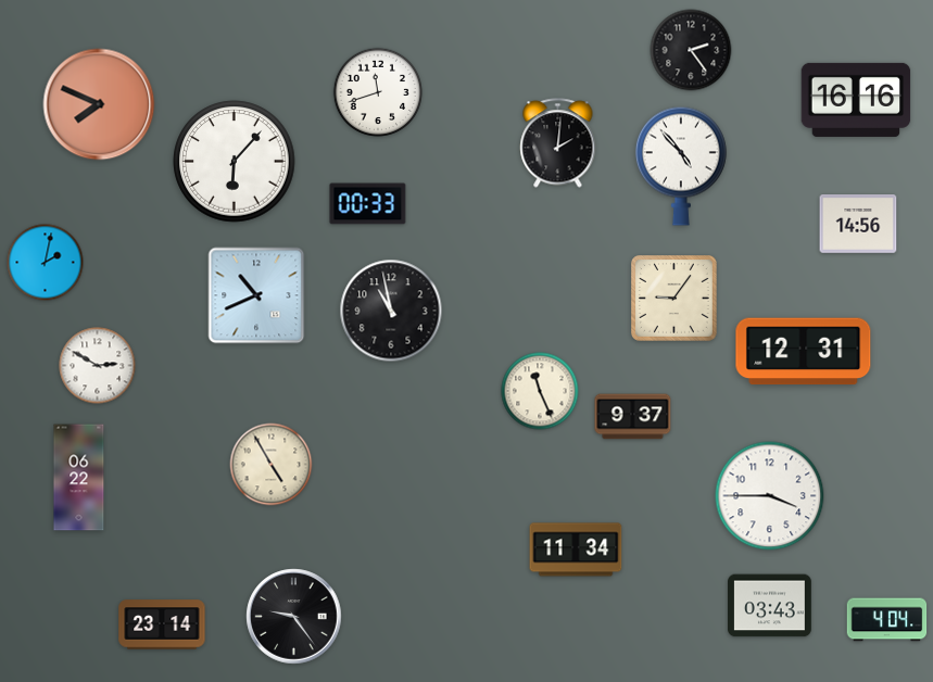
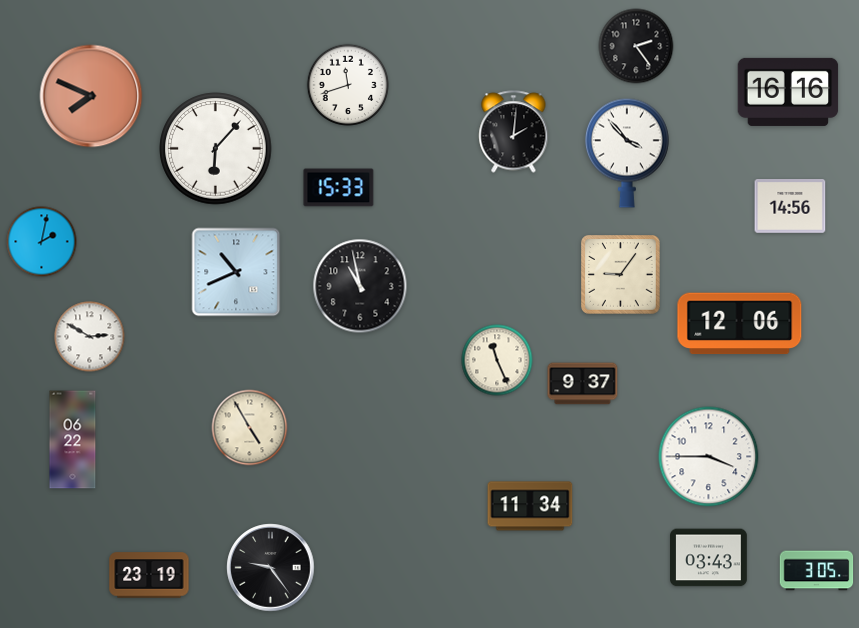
clock at (681, 166): 4:53 -> 3:53
clock at (368, 204): 00:33 -> 15:33
clock at (804, 352): 12:31 -> 12:06
clock at (887, 620): 4:04 -> 3:05
clock at (162, 624): 23:14 -> 23:19
